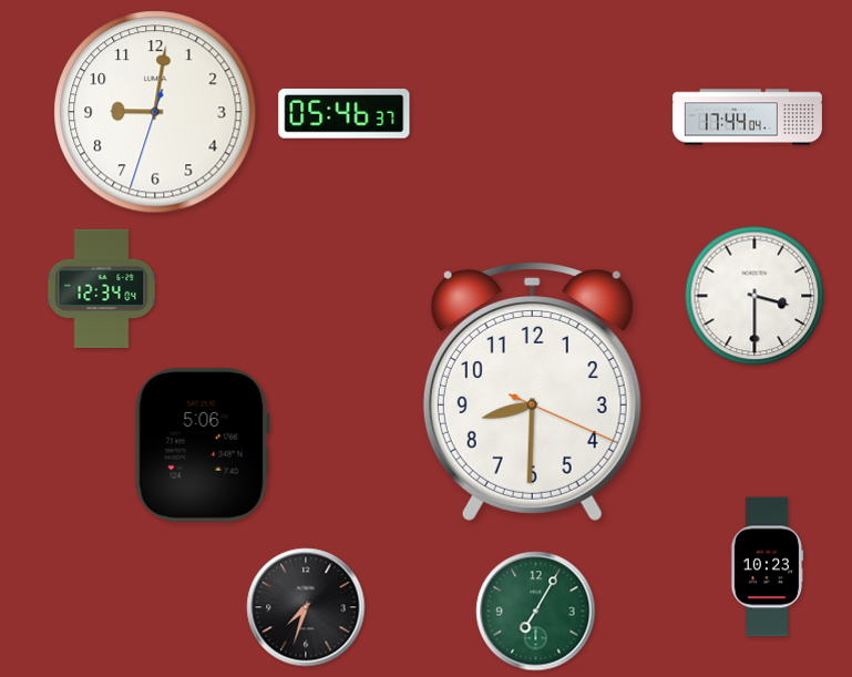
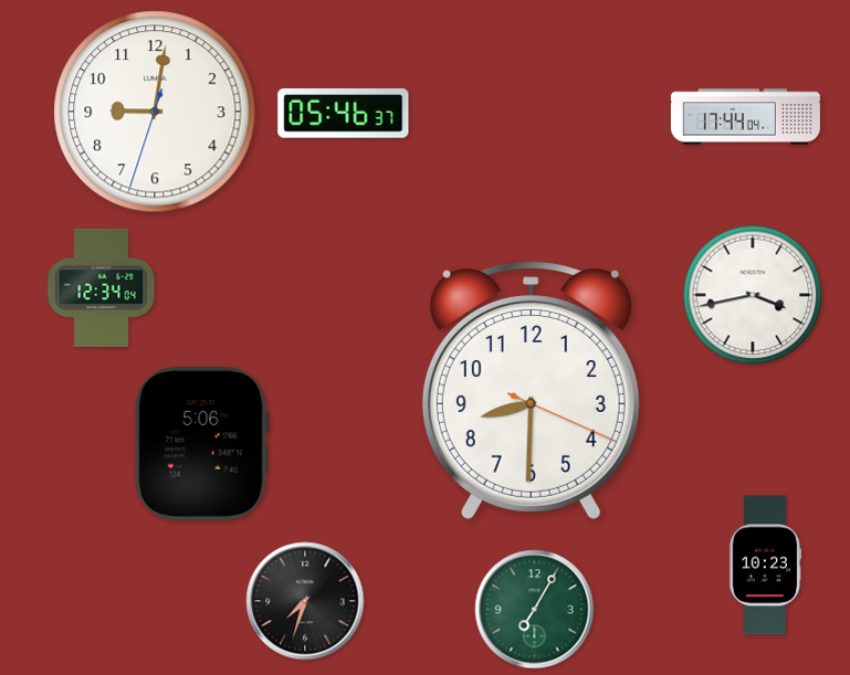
clock at (755, 296): 3:30 -> 3:43
clock at (306, 607) position: (306, 607) -> (305, 601)
